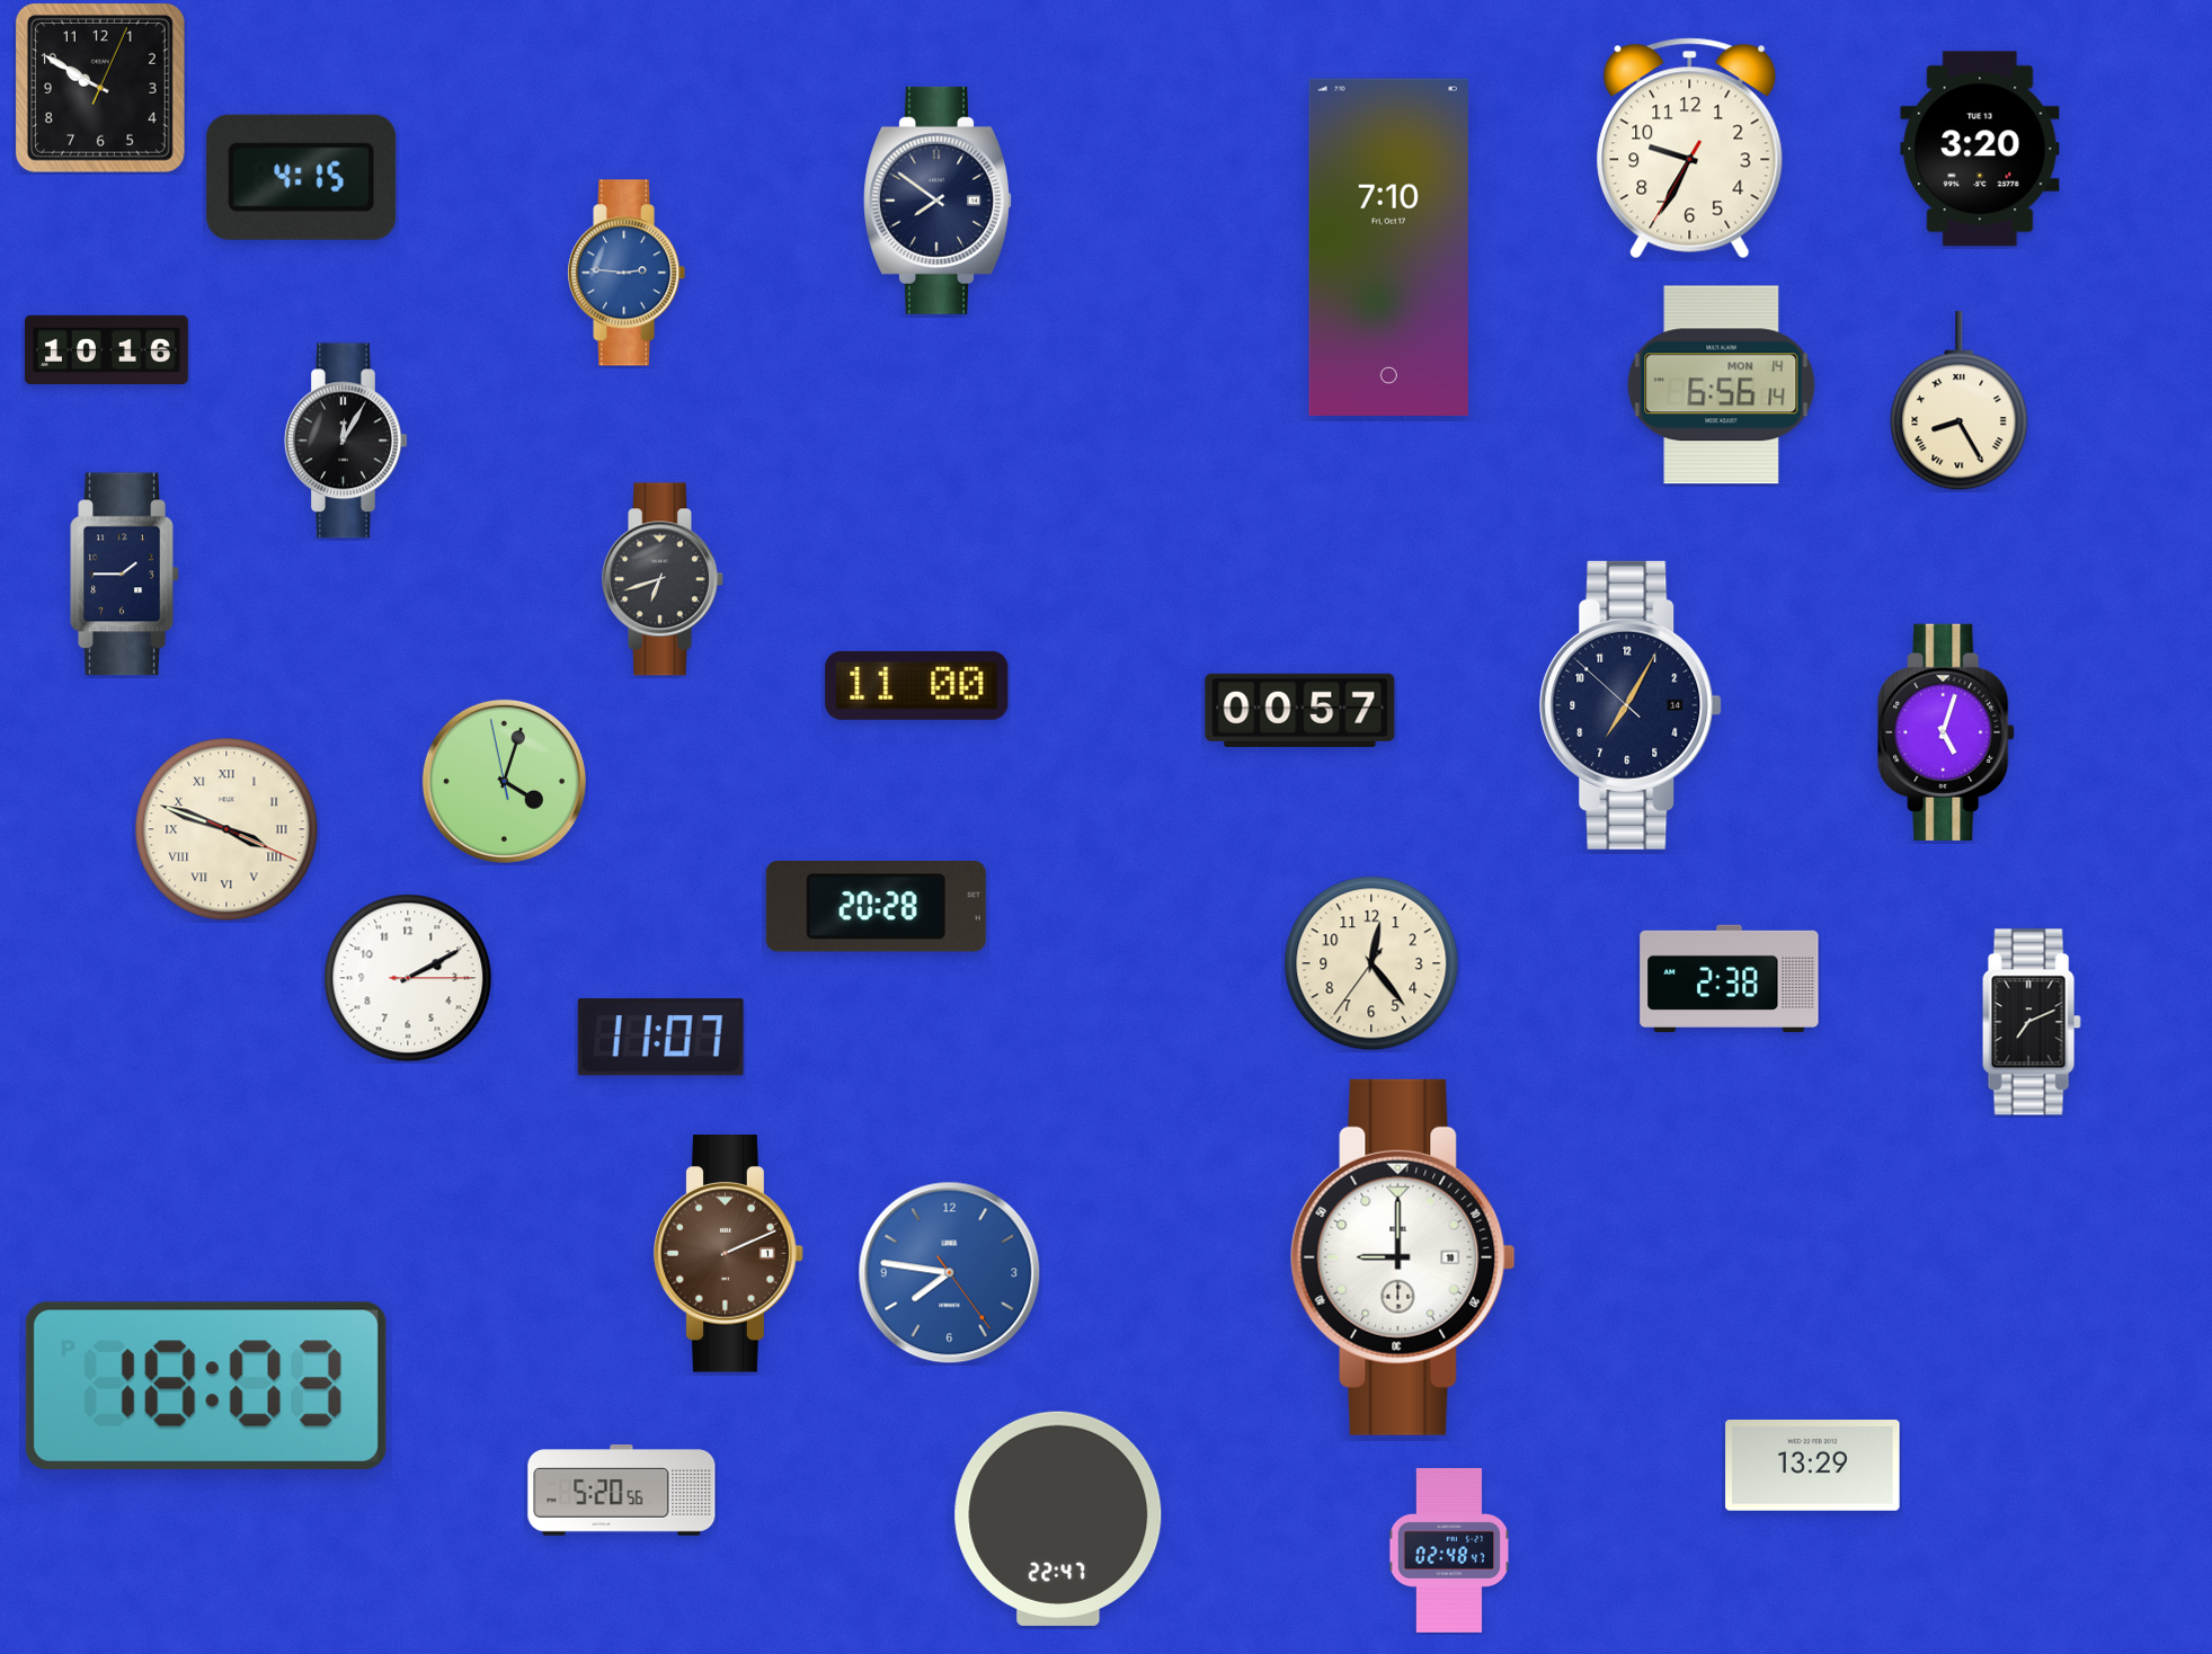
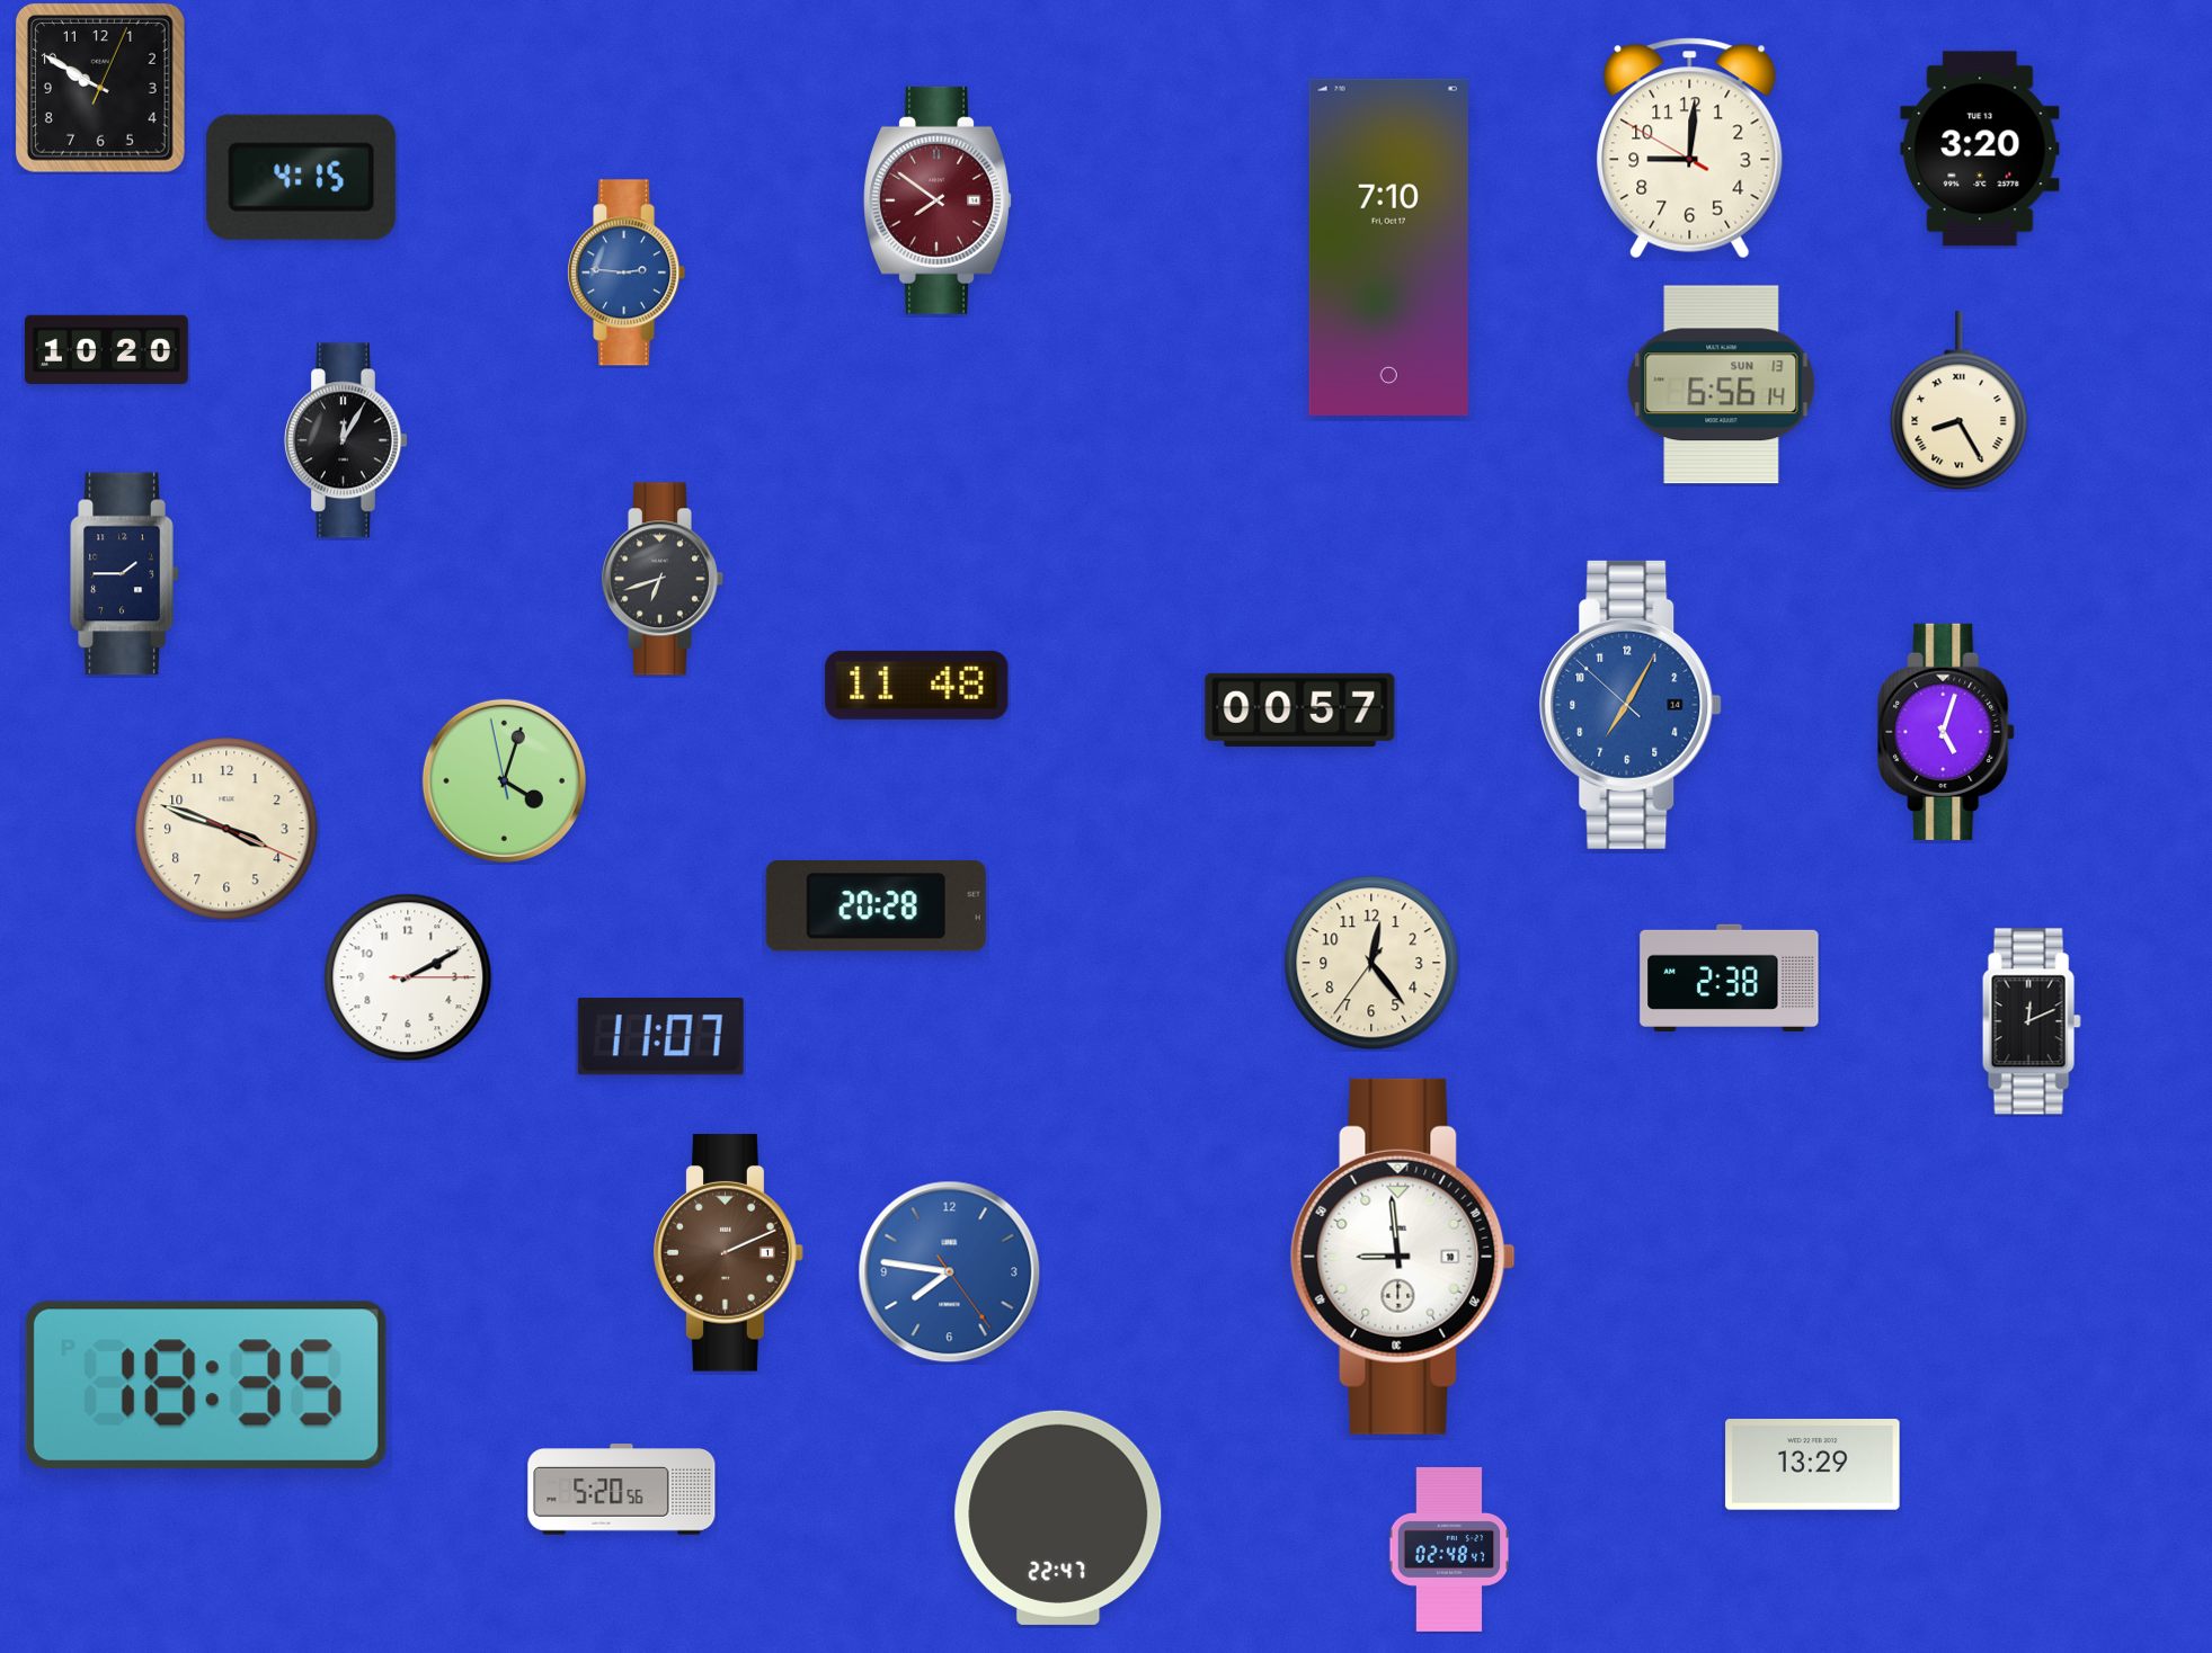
clock at (1690, 149): 9:34 -> 9:00
clock at (938, 201) dial: navy -> burgundy
clock at (106, 349): 10:16 -> 10:20
clock at (1722, 385) date: MON 14 -> SUN 13
clock at (917, 685): 11:00 -> 11:48
clock at (1631, 705) dial: navy -> blue
clock at (226, 829) numerals: Roman -> Arabic
clock at (2032, 1022): 7:11 -> 12:11
clock at (1403, 1257): 9:00 -> 8:59
clock at (206, 1385): 18:03 -> 18:35
